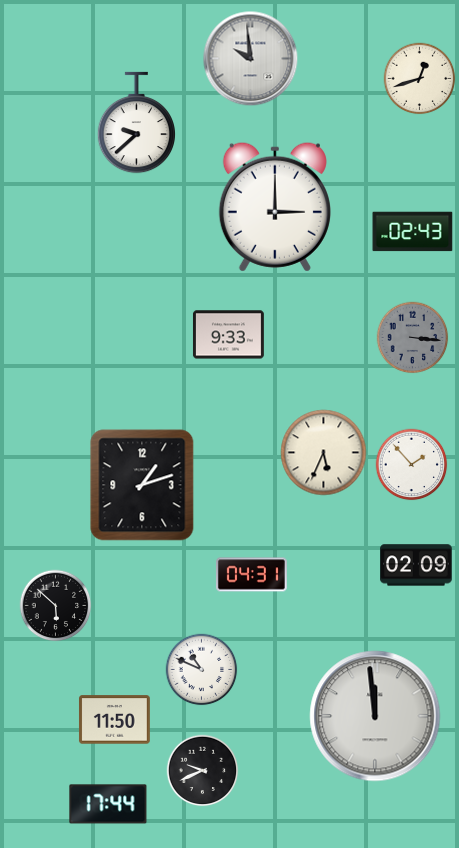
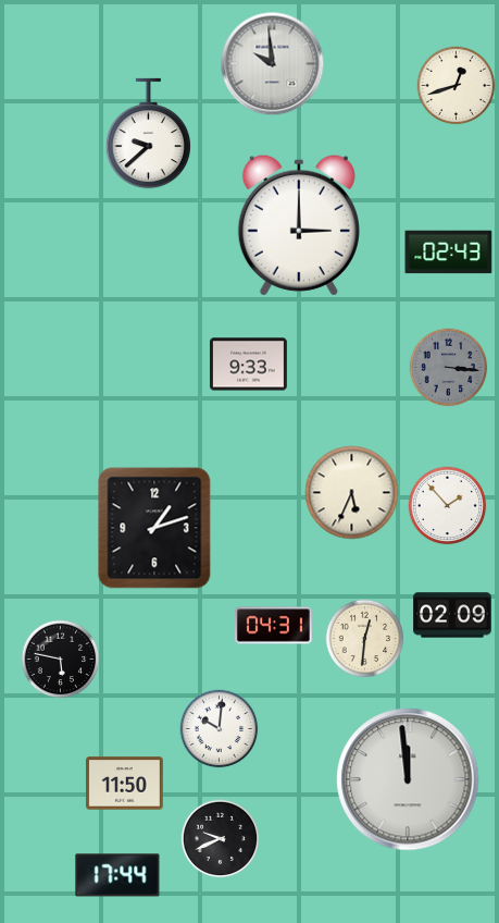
clock at (365, 639): none -> 12:31
clock at (56, 606): 5:52 -> 5:47
clock at (202, 670): 10:49 -> 10:01
